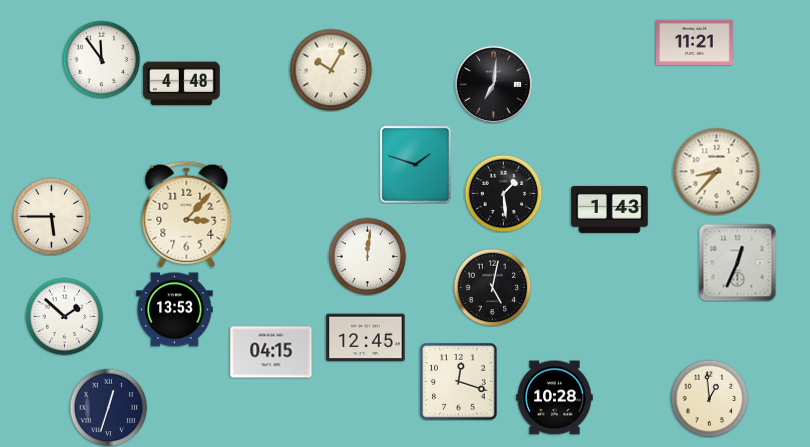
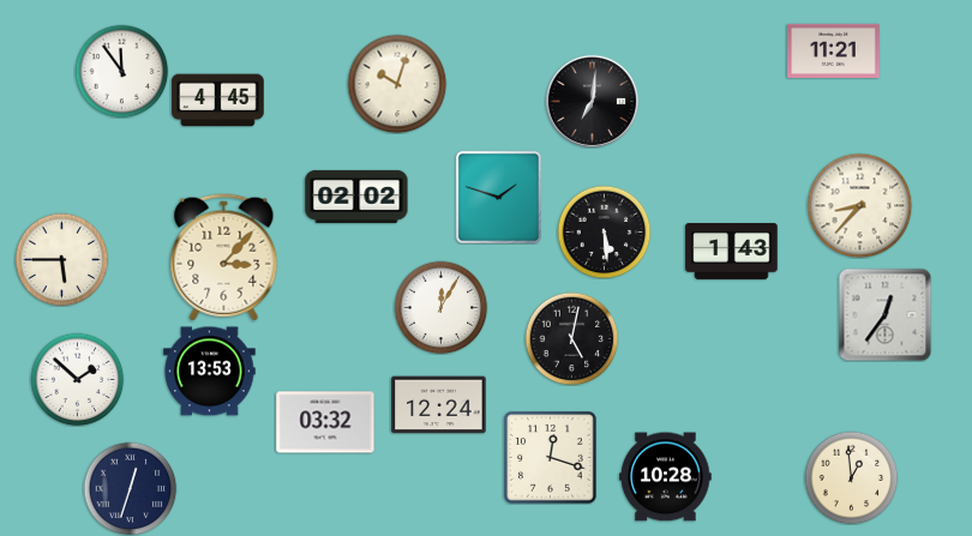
clock at (331, 70): 10:05 -> 10:03
clock at (182, 84): 4:48 -> 4:45
clock at (356, 197): none -> 02:02
clock at (503, 193): 1:29 -> 5:29
clock at (367, 256): 12:01 -> 12:05
clock at (737, 262): 12:34 -> 12:36
clock at (492, 287) position: (492, 287) -> (571, 338)
clock at (366, 338): 12:45 -> 12:24
clock at (271, 352): 04:15 -> 03:32
